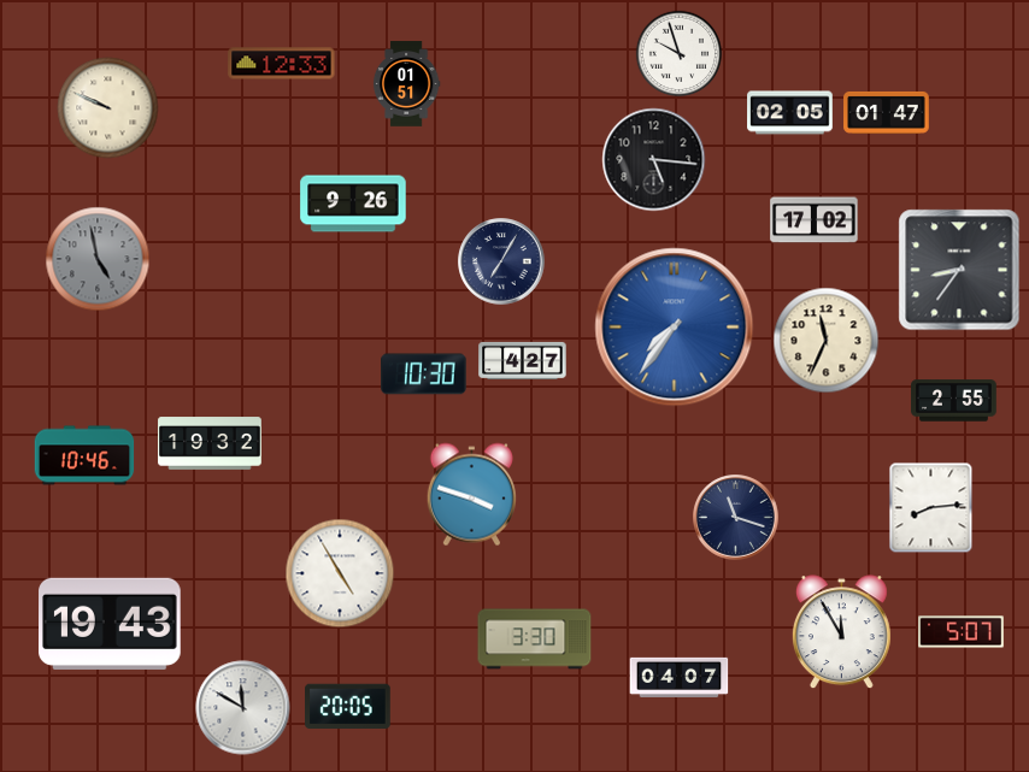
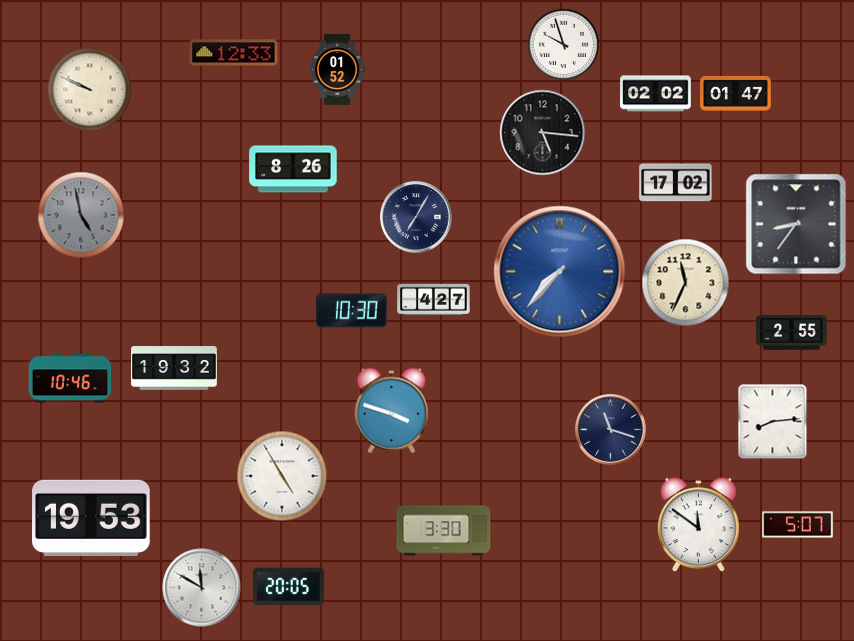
clock at (406, 84): 01:51 -> 01:52
clock at (790, 113): 02:05 -> 02:02
clock at (353, 204): 9:26 -> 8:26
clock at (675, 328): 7:36 -> 7:37
clock at (110, 624): 19:43 -> 19:53
clock at (841, 632): 11:55 -> 11:51
clock at (680, 677): 04:07 -> none
